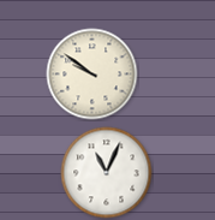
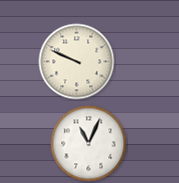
clock at (92, 75): 9:51 -> 9:49
